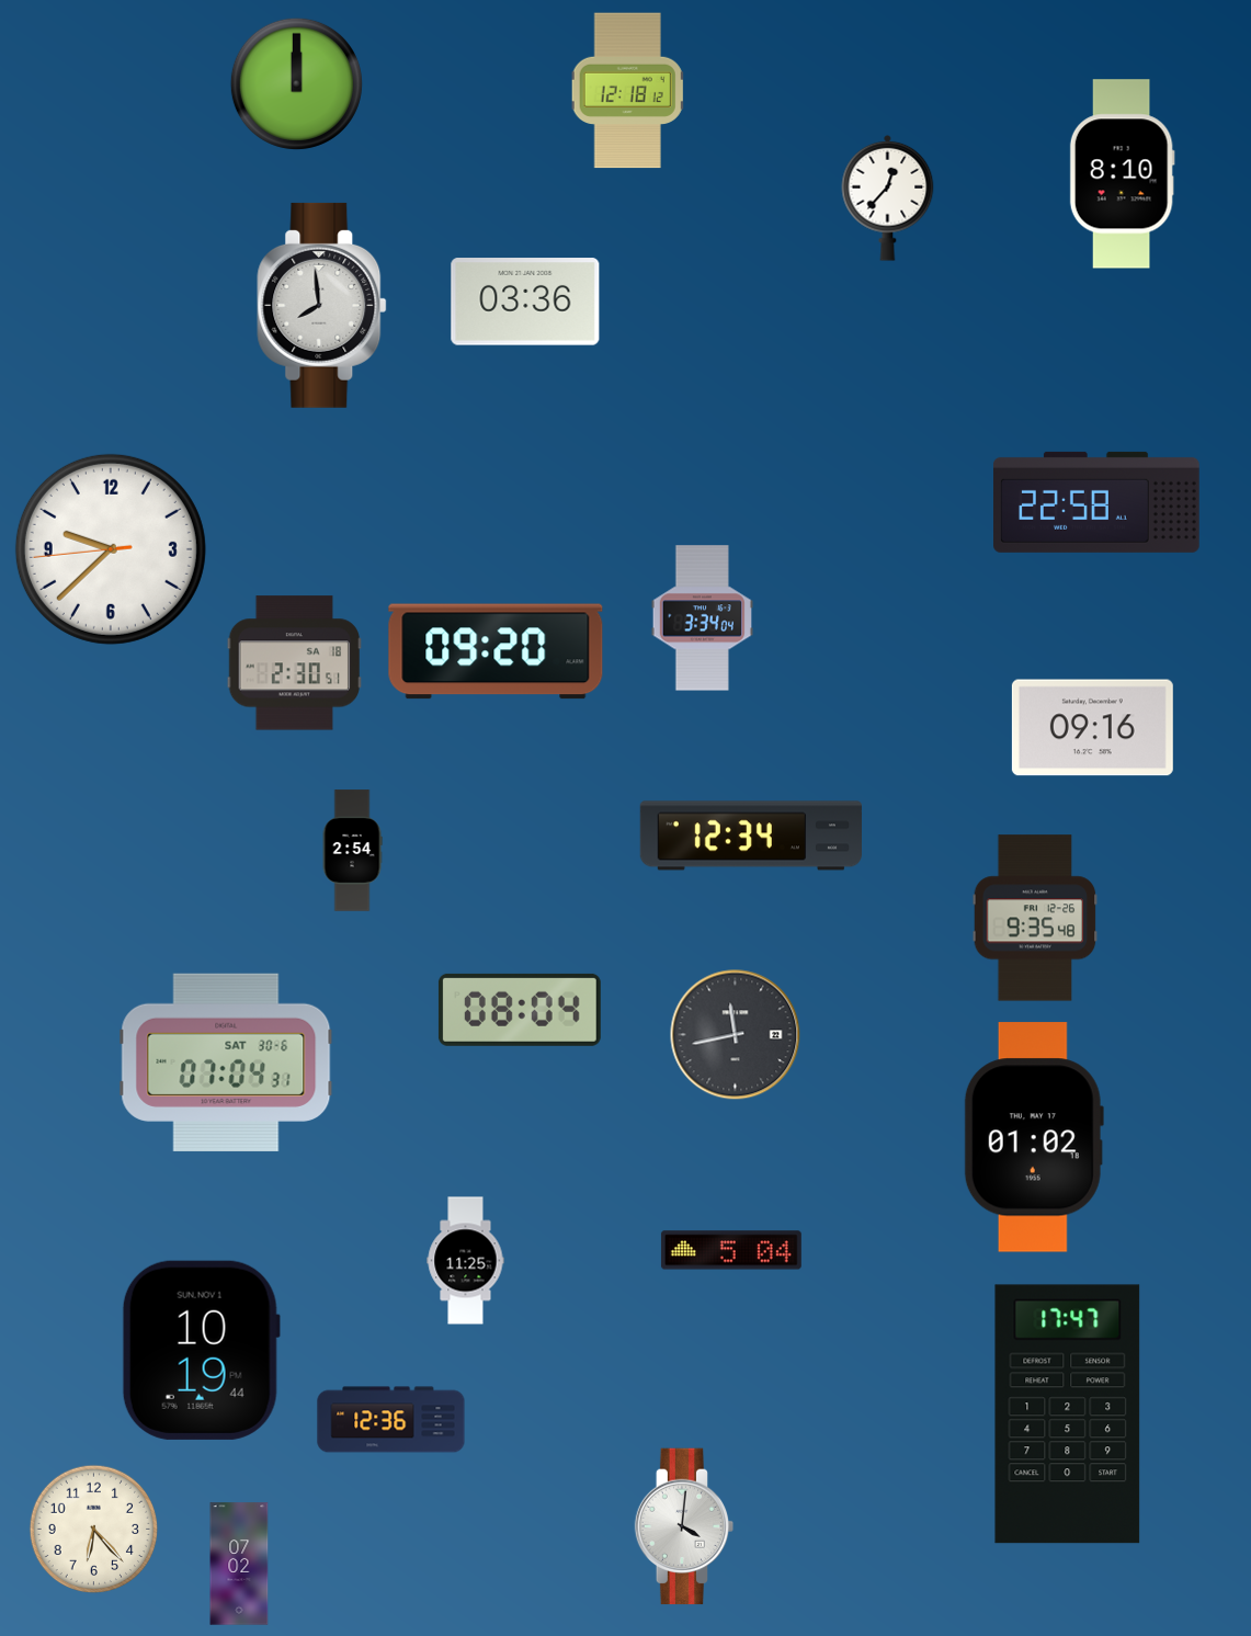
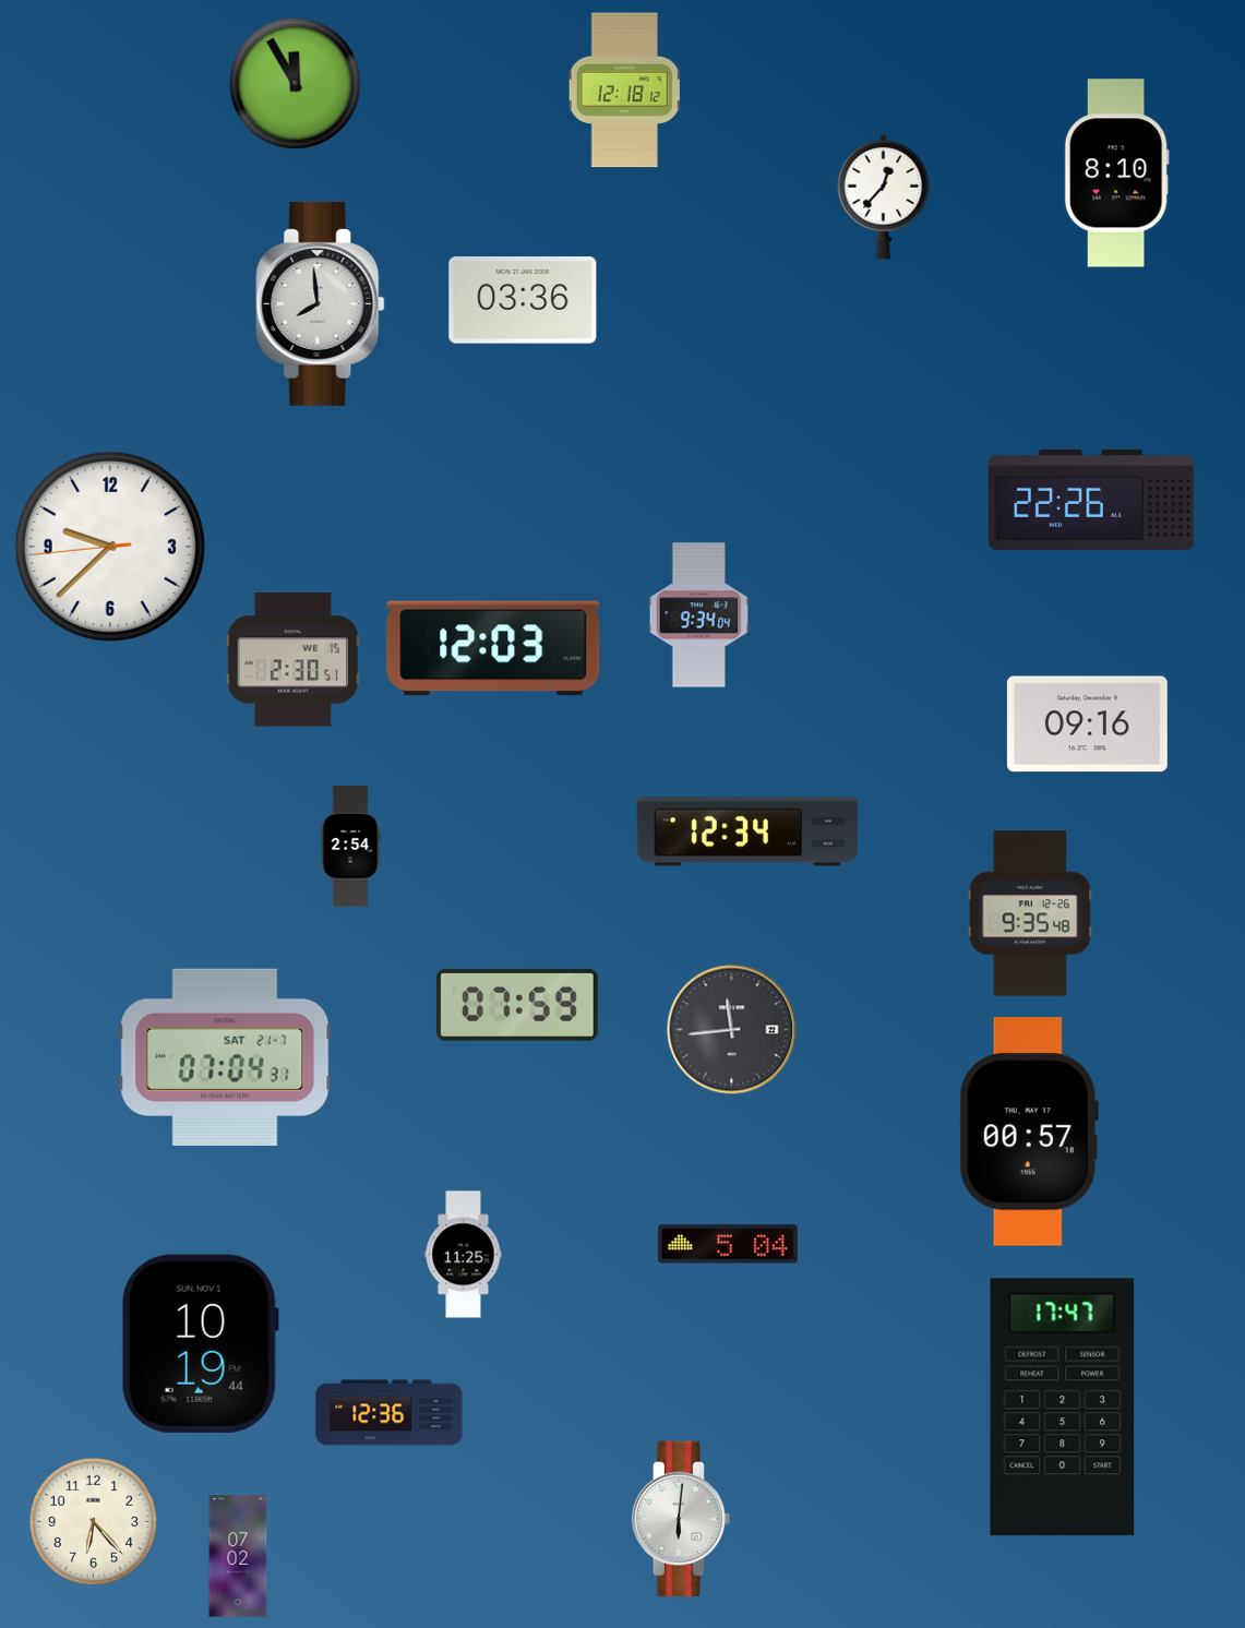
clock at (296, 83): 12:00 -> 11:55
clock at (1098, 502): 22:58 -> 22:26
clock at (702, 618): 3:34 -> 9:34
clock at (496, 651): 09:20 -> 12:03
clock at (295, 663) date: SA 18 -> WE 15
clock at (520, 1010): 08:04 -> 07:59
clock at (736, 1035): 11:43 -> 11:44
clock at (226, 1061) date: SAT 30-6 -> SAT 21-7
clock at (1034, 1137): 01:02 -> 00:57
clock at (684, 1526): 4:01 -> 6:01
